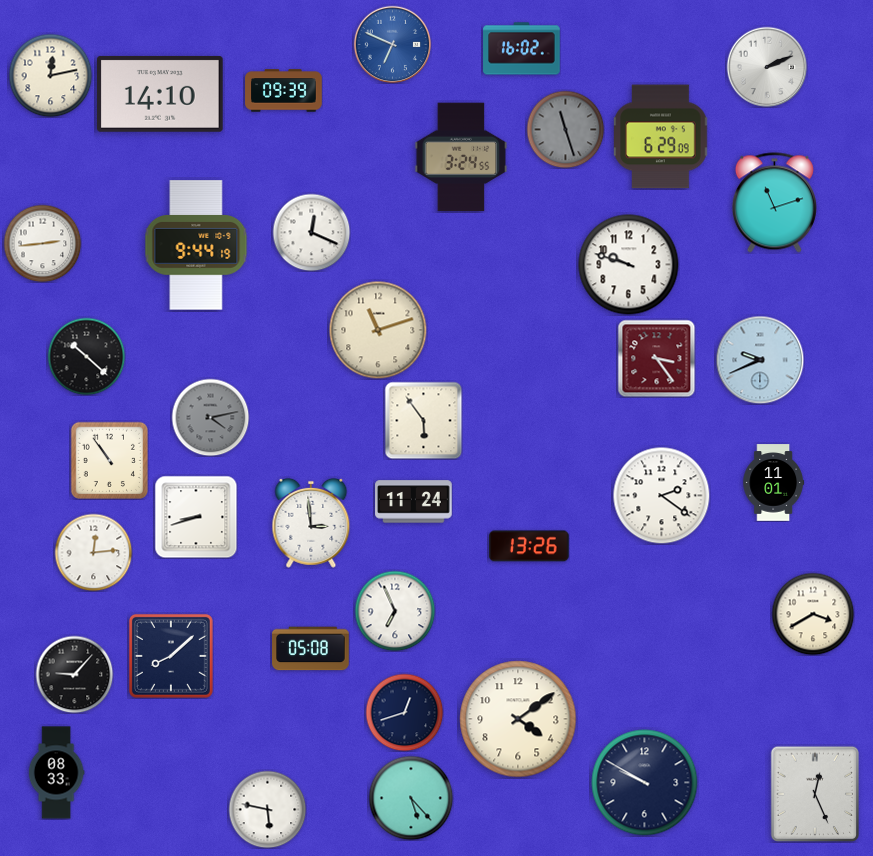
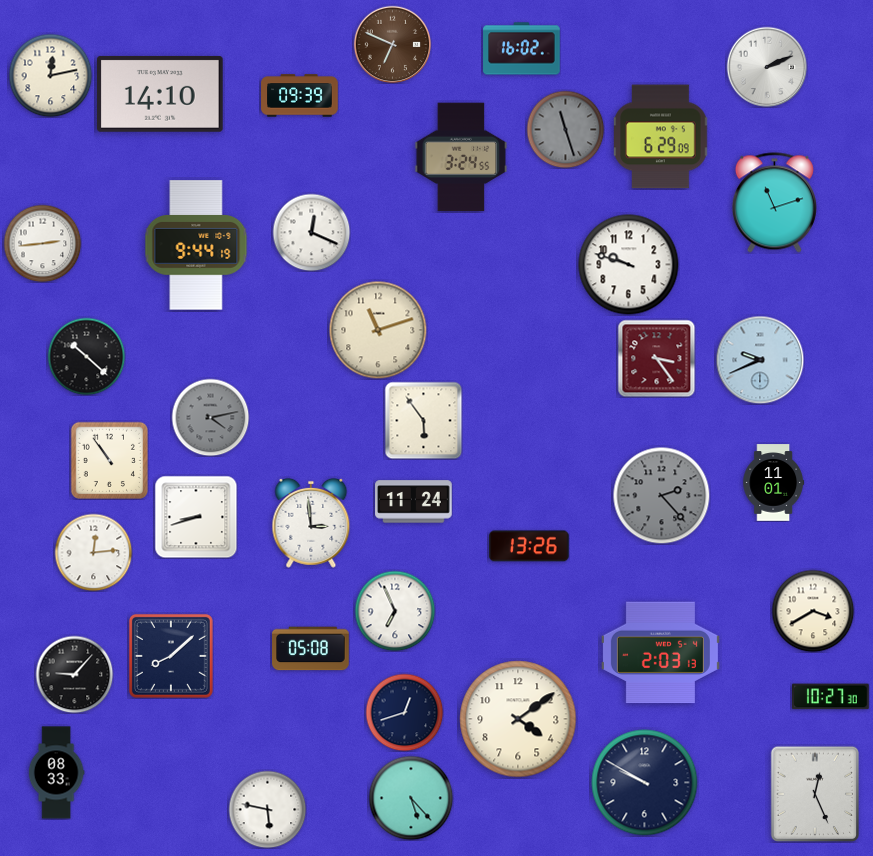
clock at (392, 44) dial: blue -> brown
clock at (284, 91) position: (284, 91) -> (300, 96)
clock at (661, 495): 2:21 -> 2:23
clock at (661, 495) dial: white -> grey
clock at (813, 614) position: (813, 614) -> (813, 611)
clock at (660, 653): none -> 2:03
clock at (831, 697): none -> 10:27
